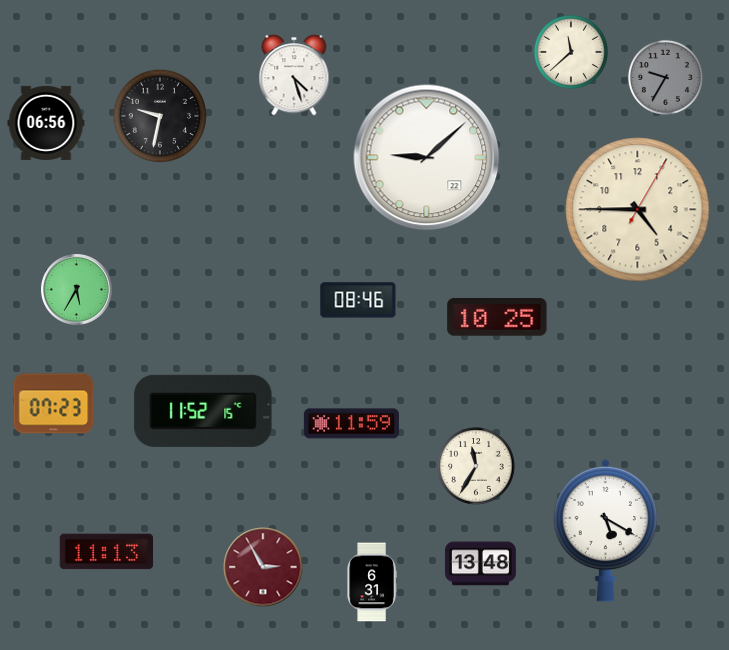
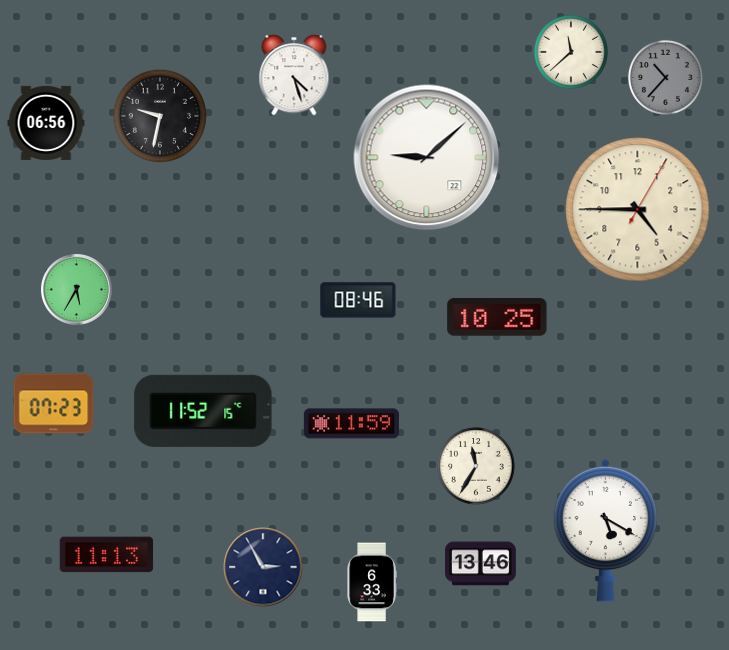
clock at (665, 77): 9:35 -> 10:37
clock at (107, 552) position: (107, 552) -> (107, 555)
clock at (480, 564): 13:48 -> 13:46
clock at (263, 567) dial: burgundy -> navy
clock at (372, 582): 6:31 -> 6:33
